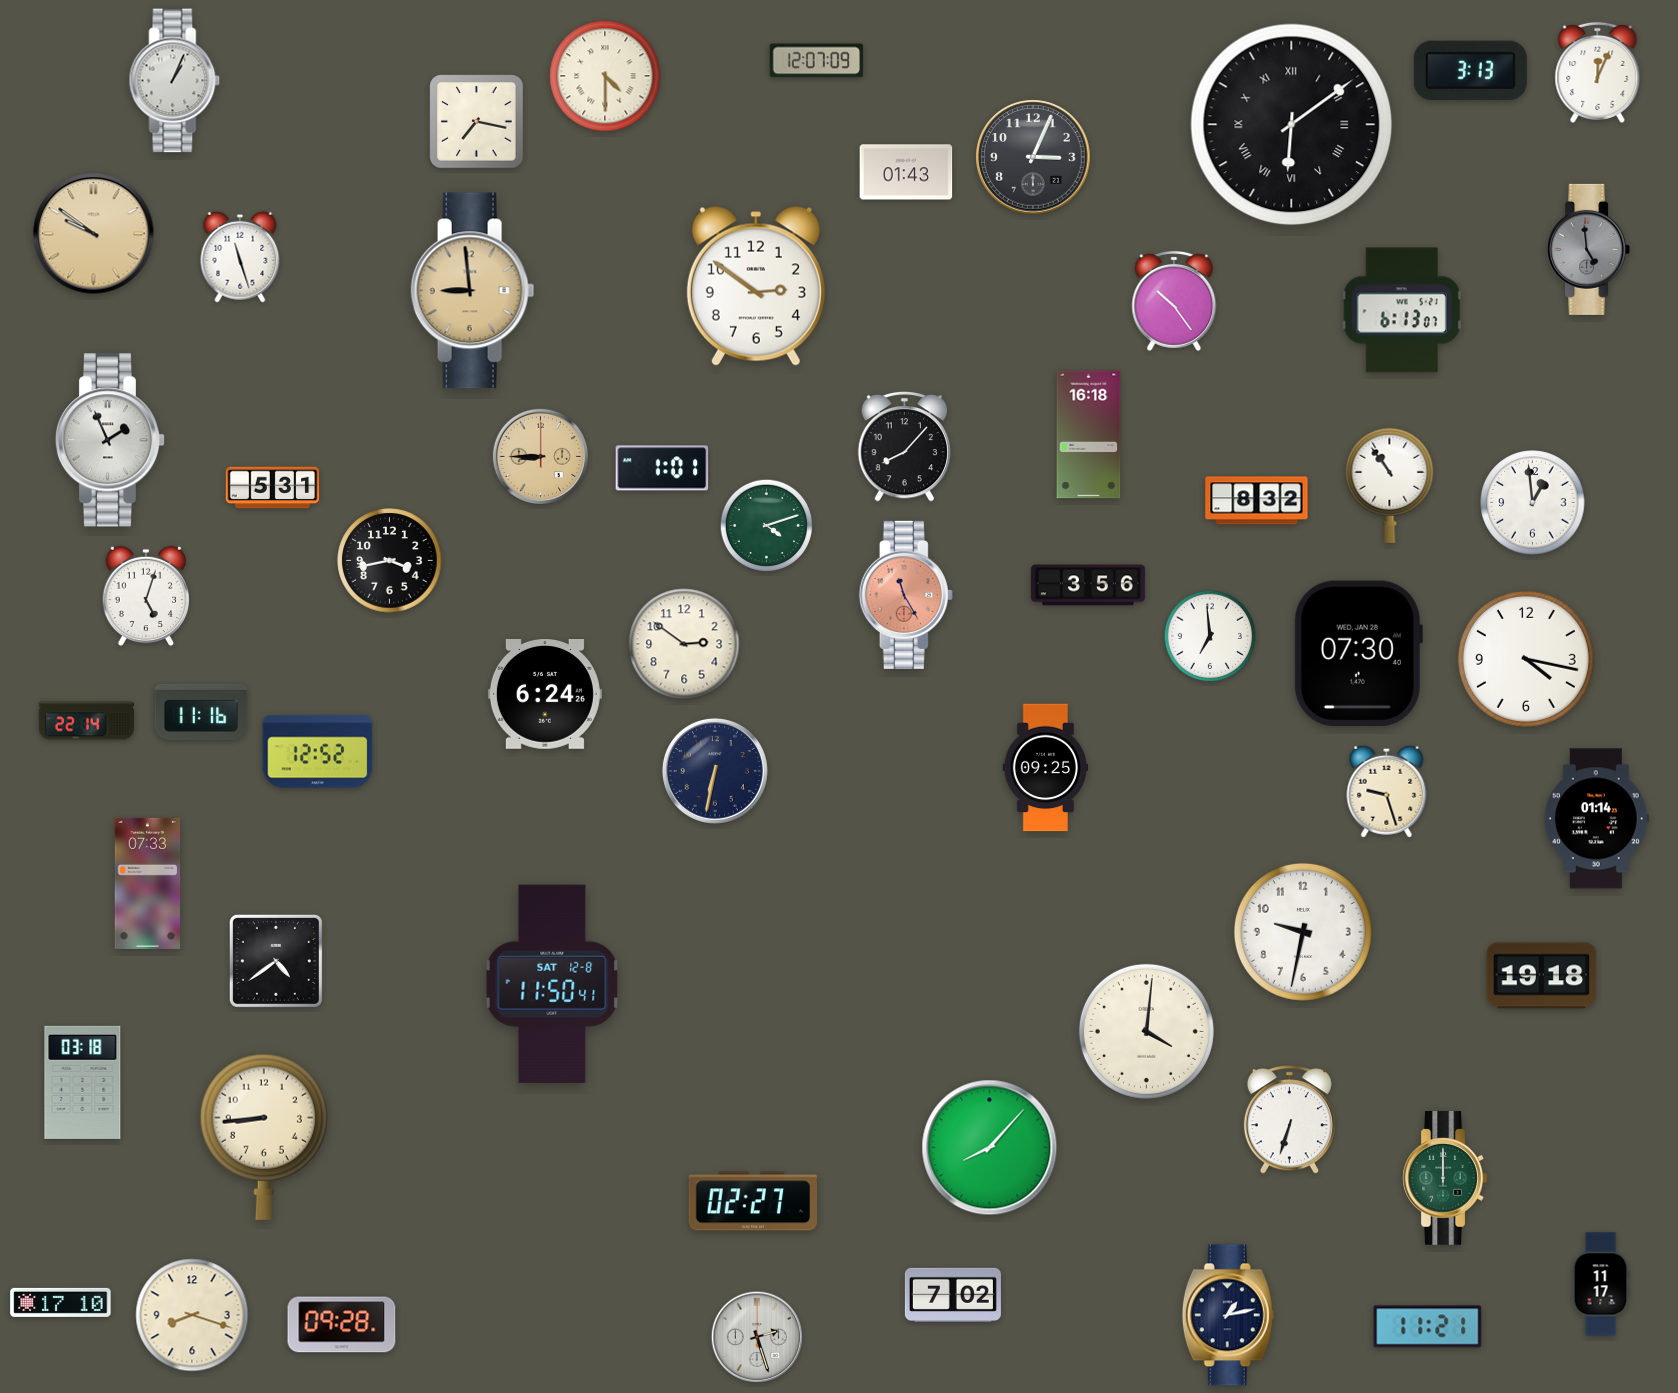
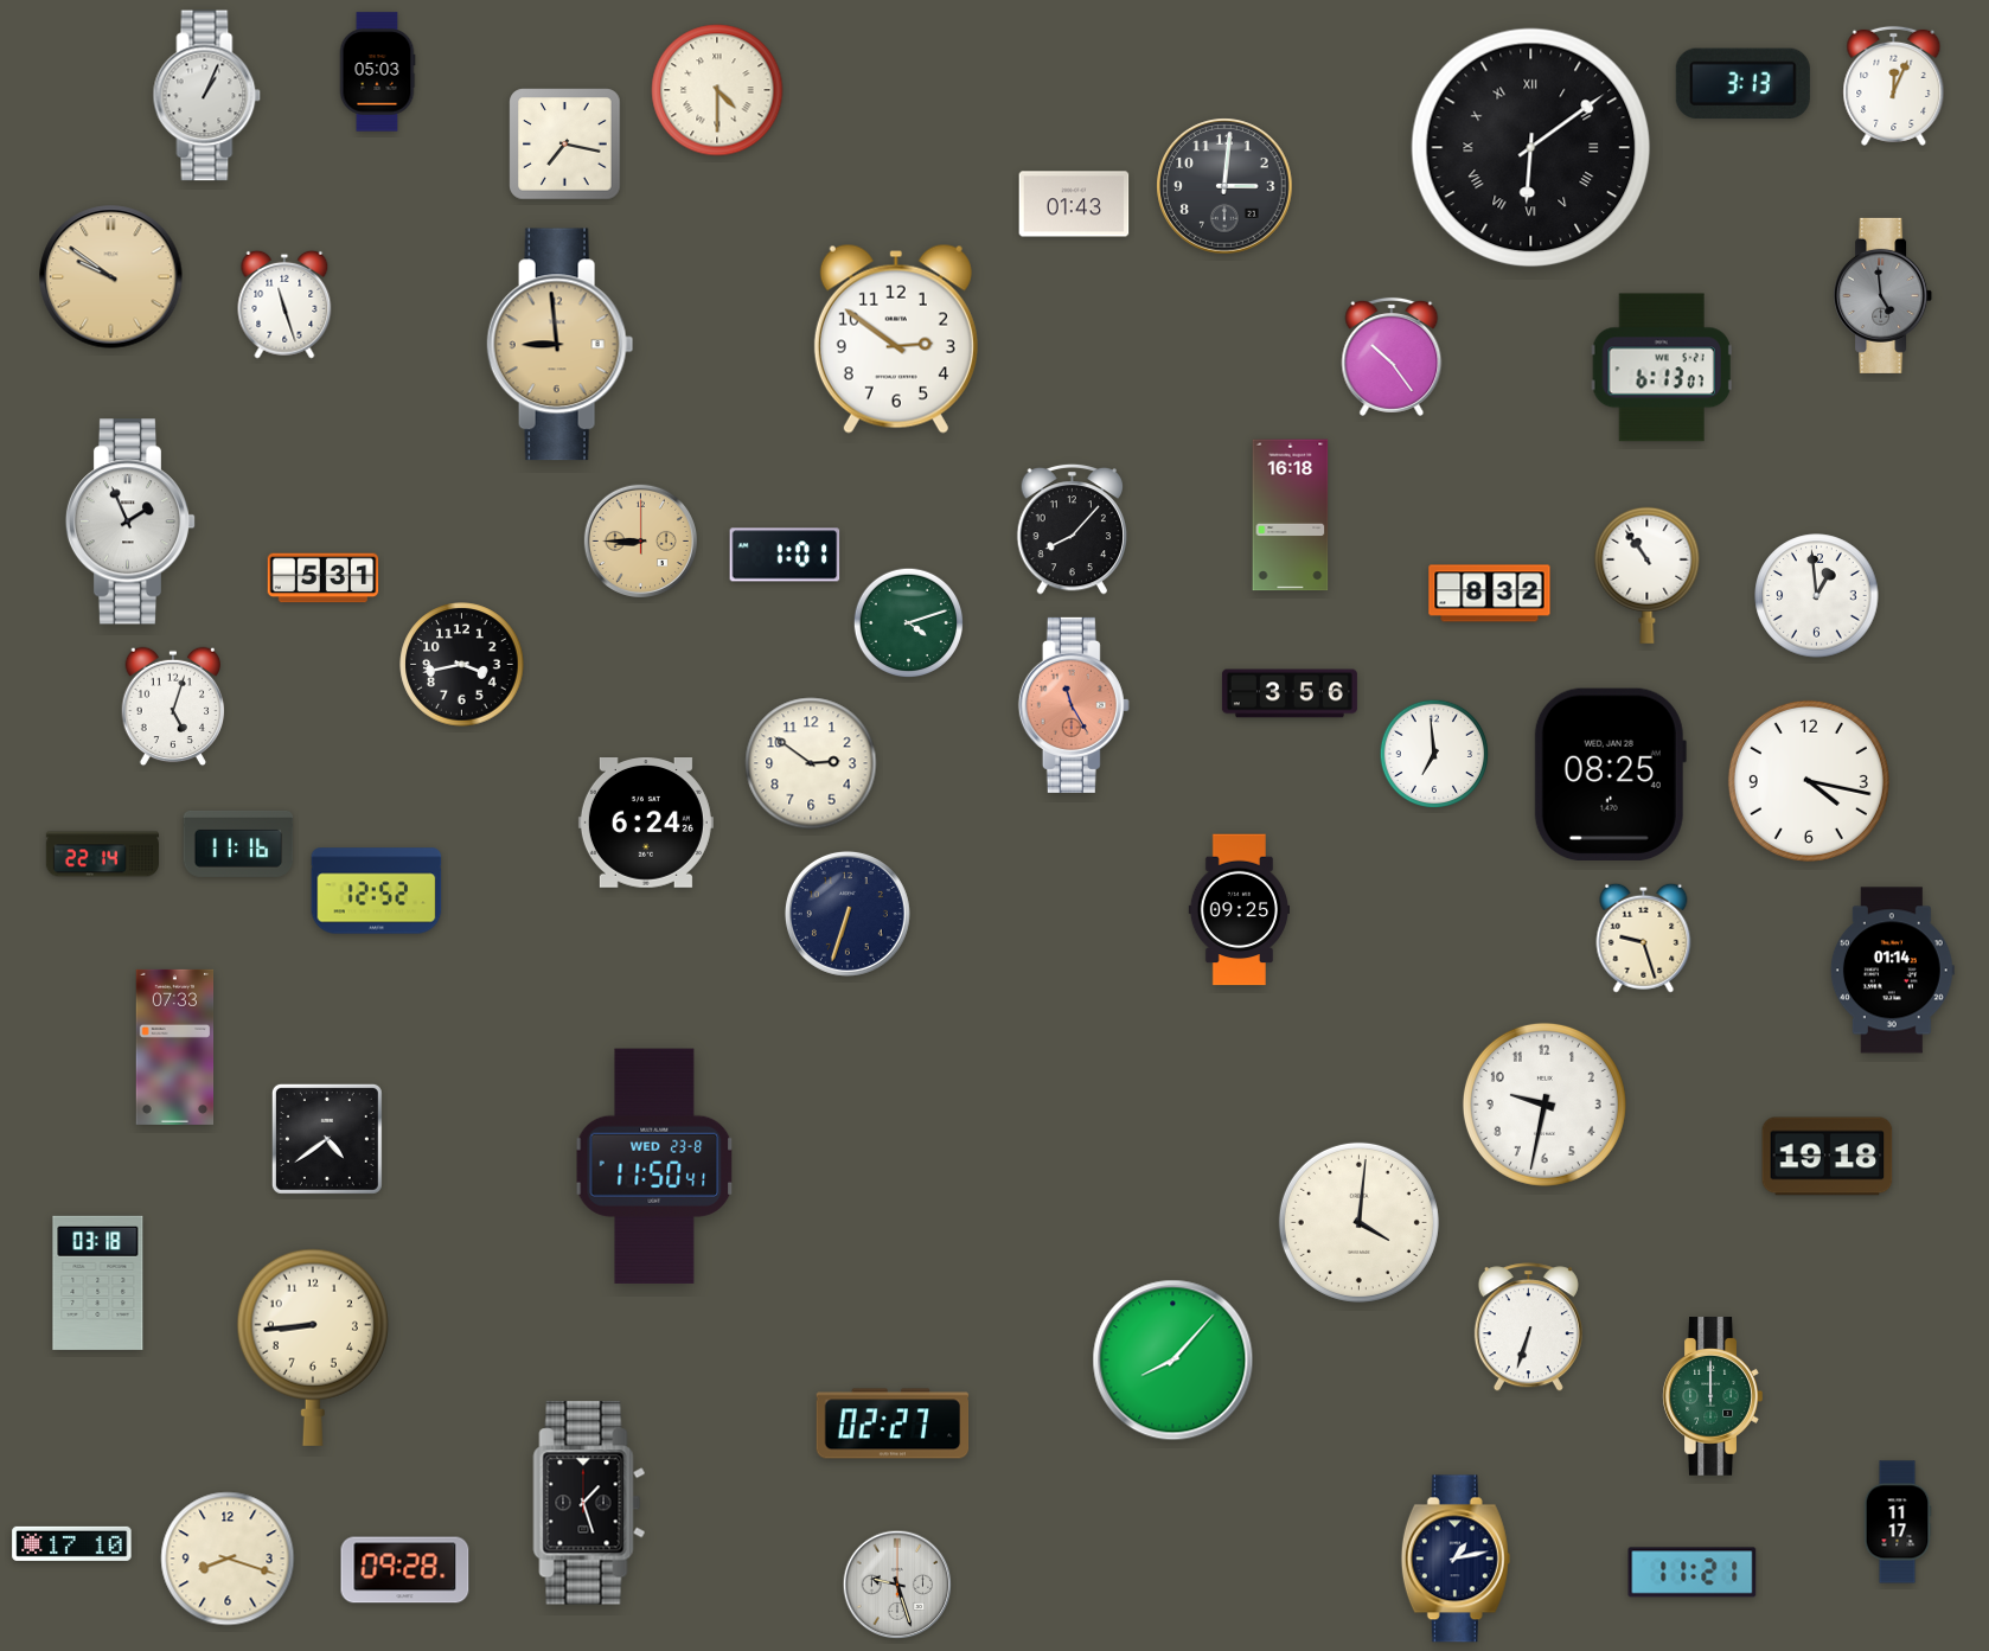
clock at (377, 72): none -> 05:03
clock at (817, 61): 12:07 -> none
clock at (1033, 157): 3:04 -> 3:01
clock at (1358, 653): 07:30 -> 08:25
clock at (715, 771): 6:32 -> 6:33
clock at (552, 983) date: SAT 12-8 -> WED 23-8
clock at (589, 1503): none -> 1:27
clock at (953, 1295): 7:02 -> none
clock at (757, 1337): 2:27 -> 9:27
